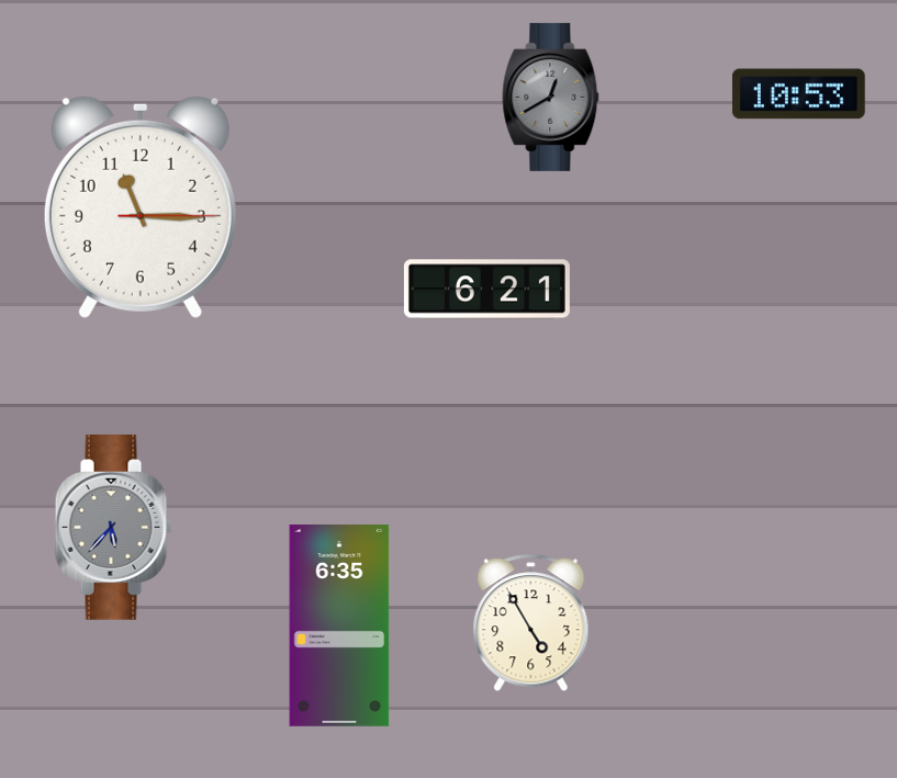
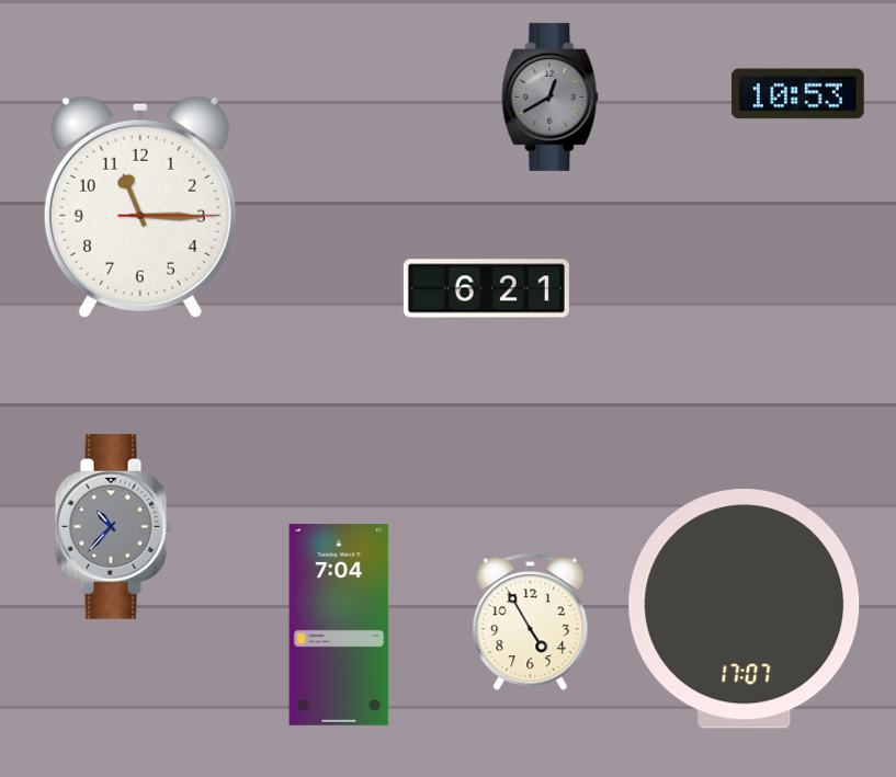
clock at (113, 528): 5:37 -> 10:37
clock at (745, 609): none -> 17:07
clock at (339, 625): 6:35 -> 7:04
